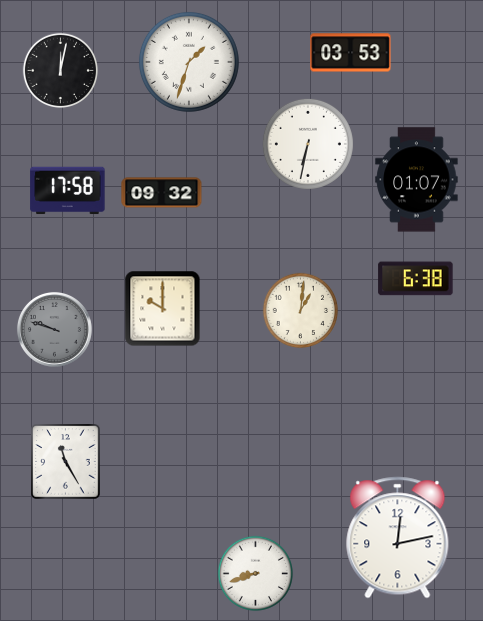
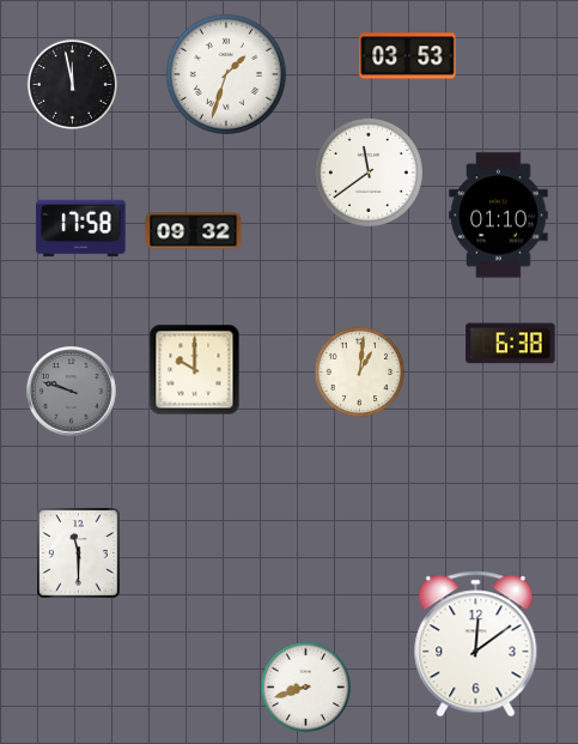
clock at (351, 53) position: (351, 53) -> (408, 56)
clock at (61, 71): 12:02 -> 11:58
clock at (308, 144): 6:32 -> 11:39
clock at (417, 180): 01:07 -> 01:10
clock at (416, 279) position: (416, 279) -> (511, 344)
clock at (54, 329) position: (54, 329) -> (71, 391)
clock at (66, 462): 11:25 -> 11:30
clock at (398, 538): 12:13 -> 12:09
